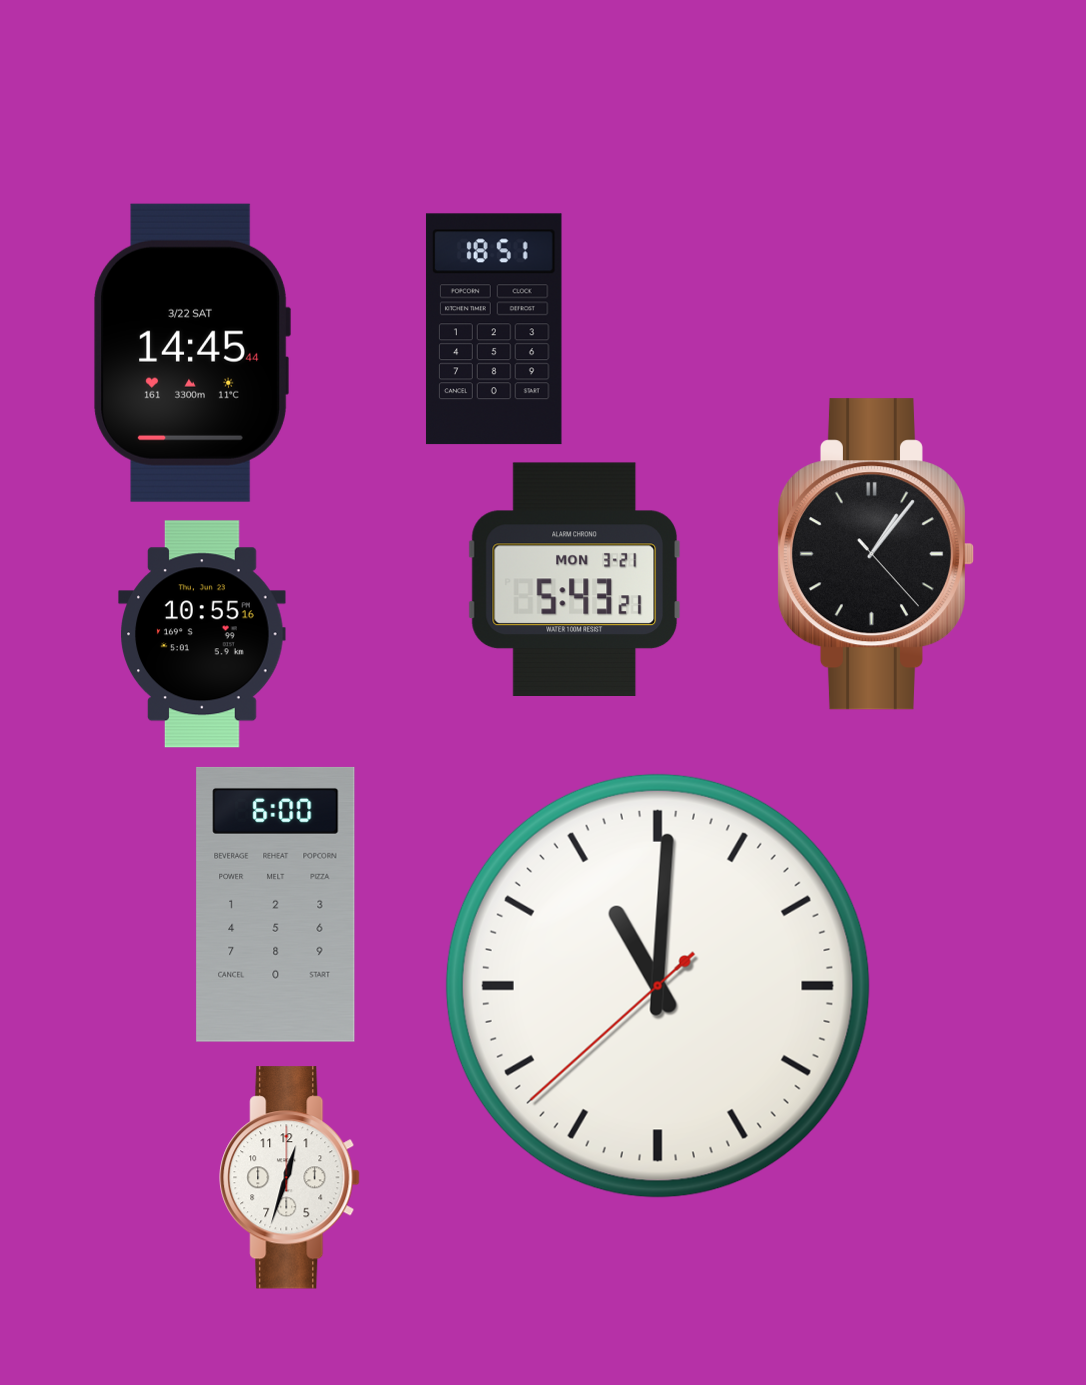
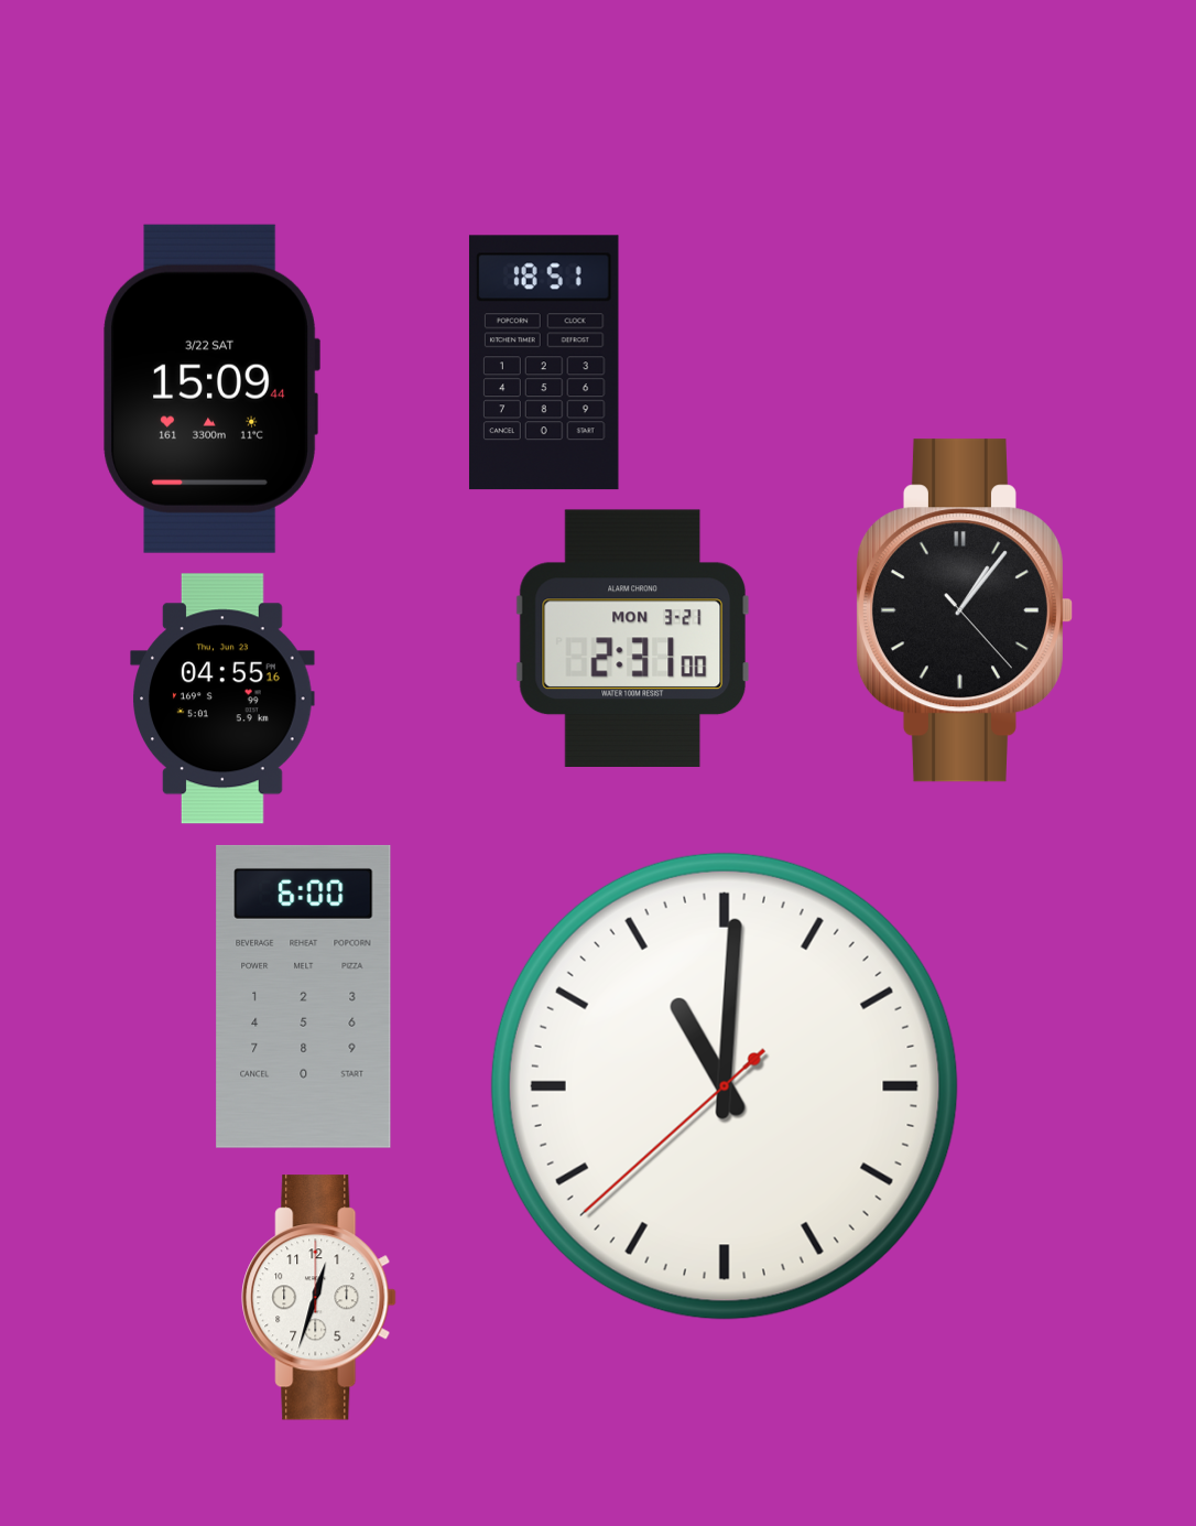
clock at (192, 353): 14:45 -> 15:09
clock at (575, 579): 5:43 -> 2:31
clock at (202, 634): 10:55 -> 04:55
